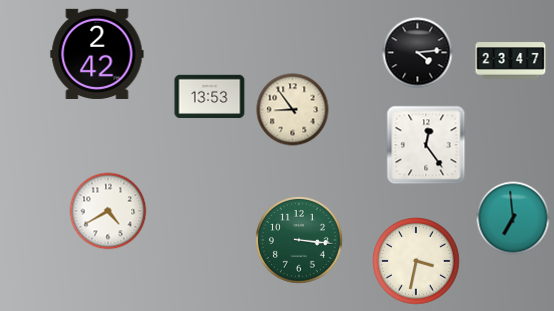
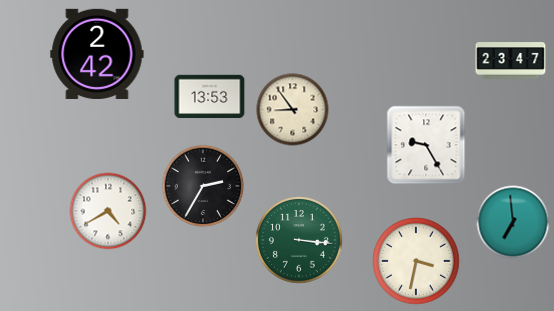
clock at (418, 53): 4:14 -> none
clock at (426, 145): 12:24 -> 9:25
clock at (203, 186): none -> 2:35
clock at (513, 218) position: (513, 218) -> (513, 222)
